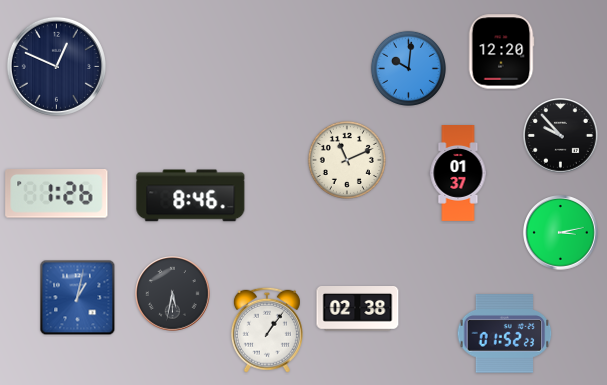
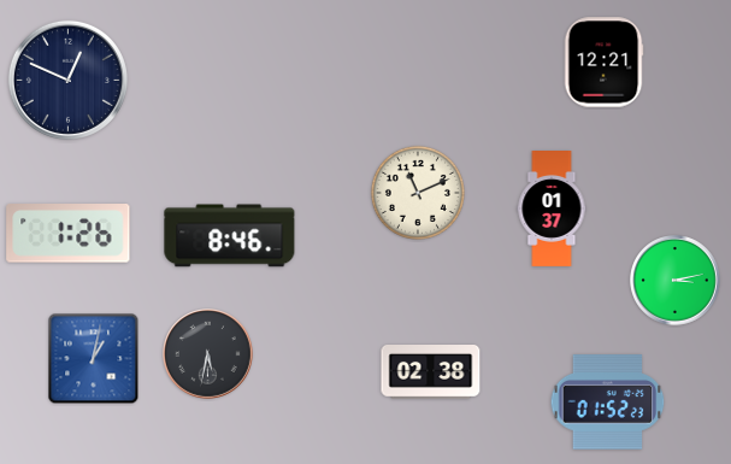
clock at (501, 52): 12:20 -> 12:21
clock at (408, 68): 10:01 -> none
clock at (561, 136): 9:53 -> none
clock at (267, 330): 1:06 -> none
